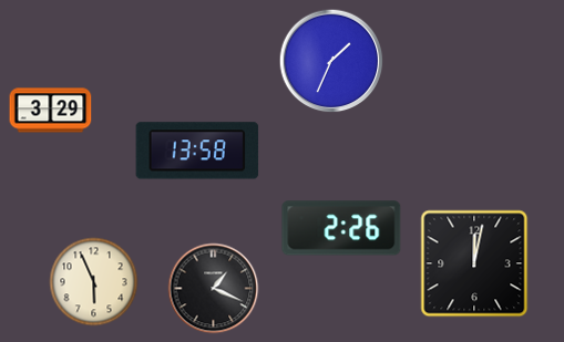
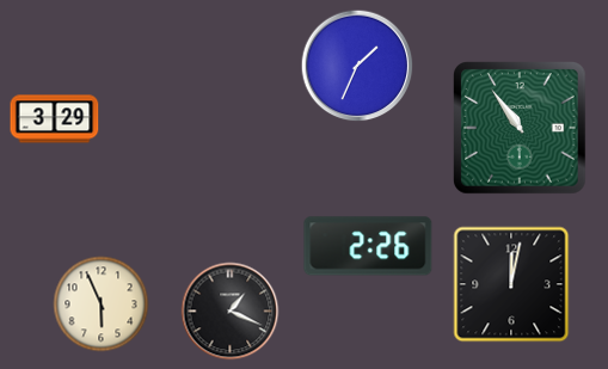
clock at (521, 129): none -> 10:54
clock at (197, 151): 13:58 -> none
